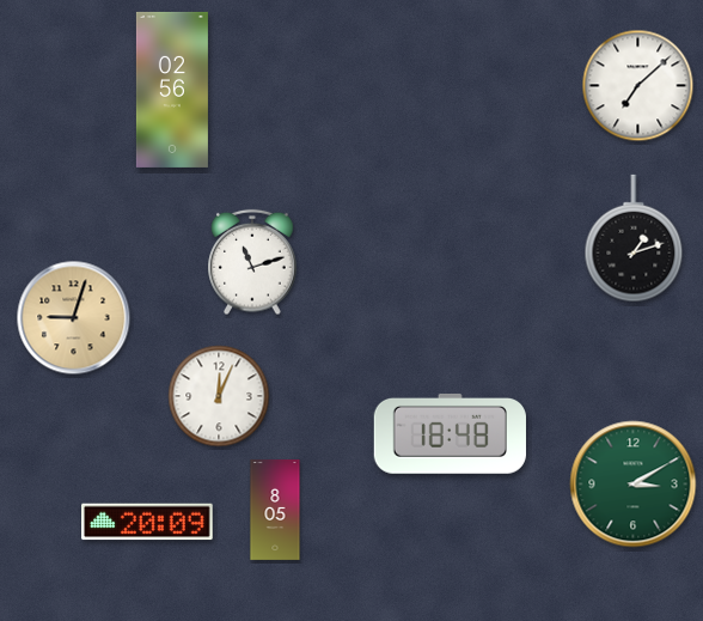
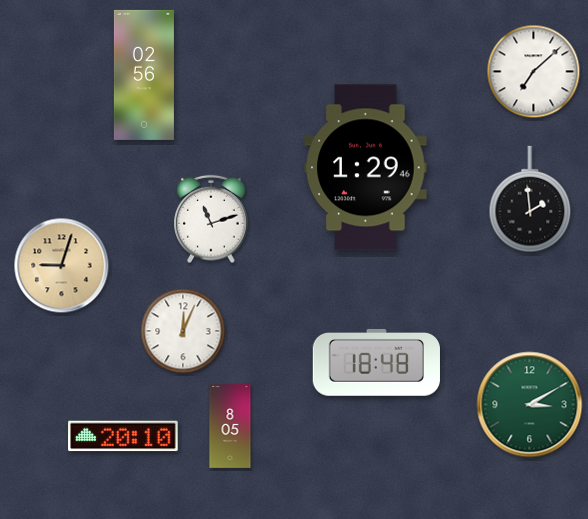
clock at (366, 168): none -> 1:29
clock at (634, 238): 1:12 -> 1:59
clock at (147, 522): 20:09 -> 20:10
